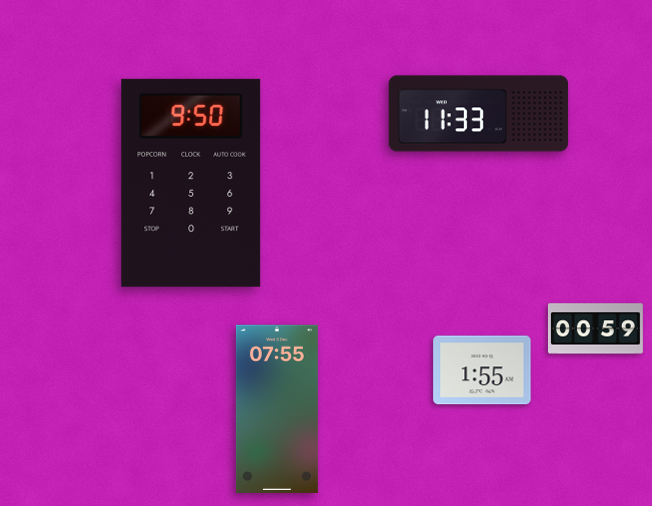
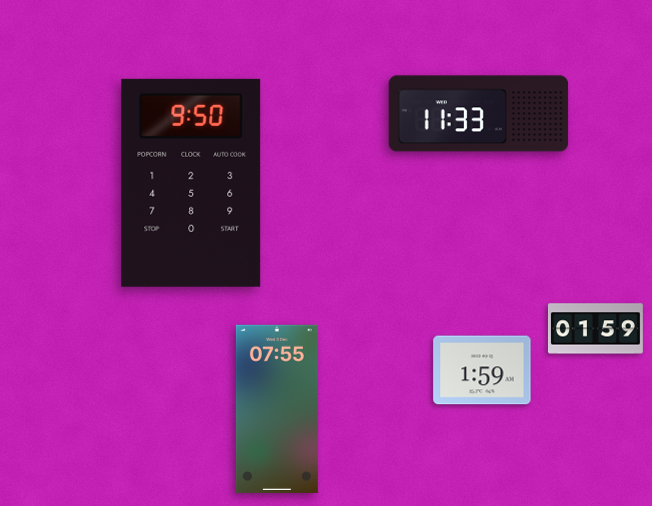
clock at (595, 329): 00:59 -> 01:59
clock at (482, 370): 1:55 -> 1:59
